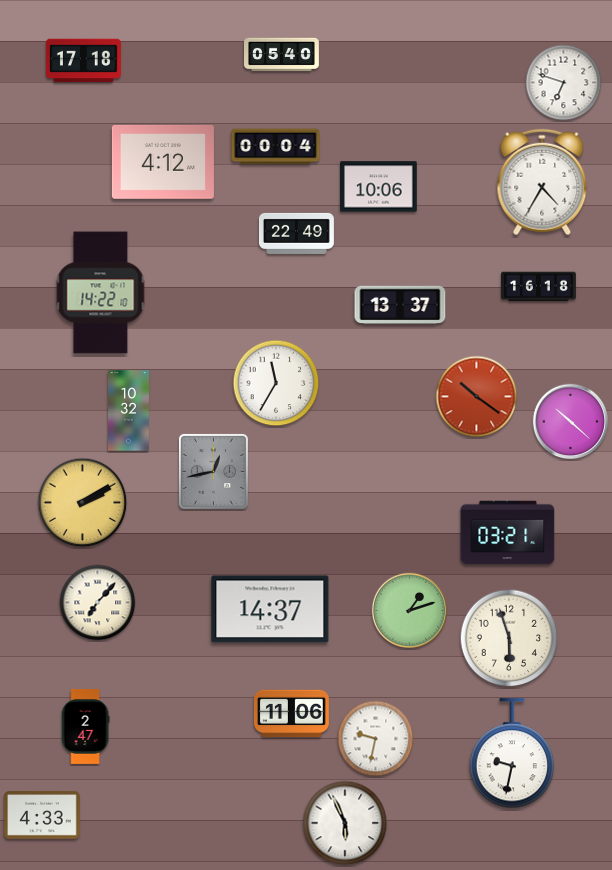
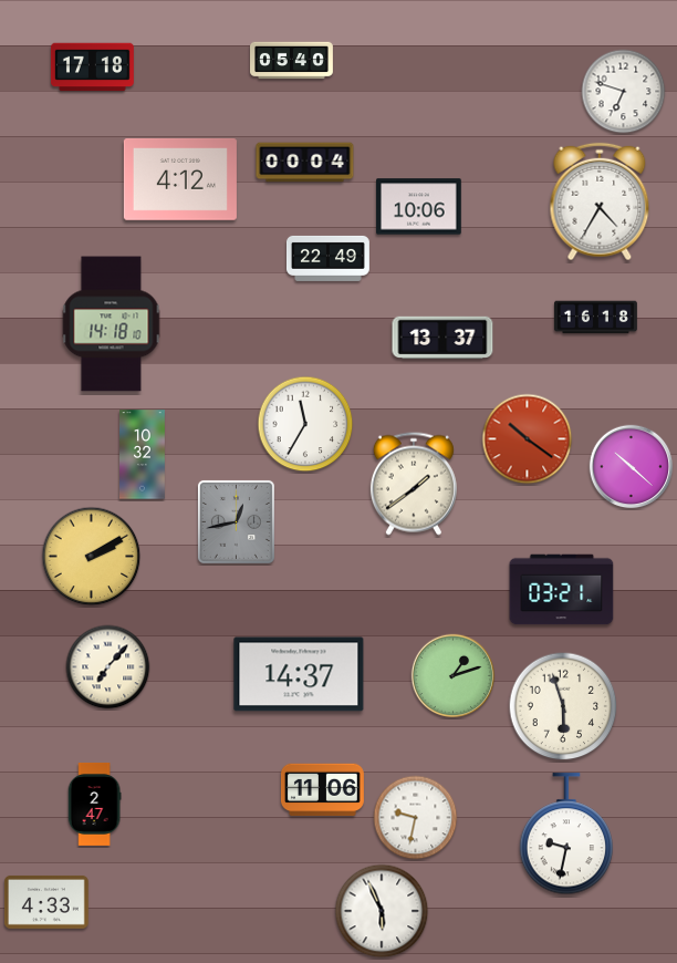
clock at (282, 55) position: (282, 55) -> (292, 61)
clock at (101, 293): 14:22 -> 14:18
clock at (414, 484): none -> 1:39
